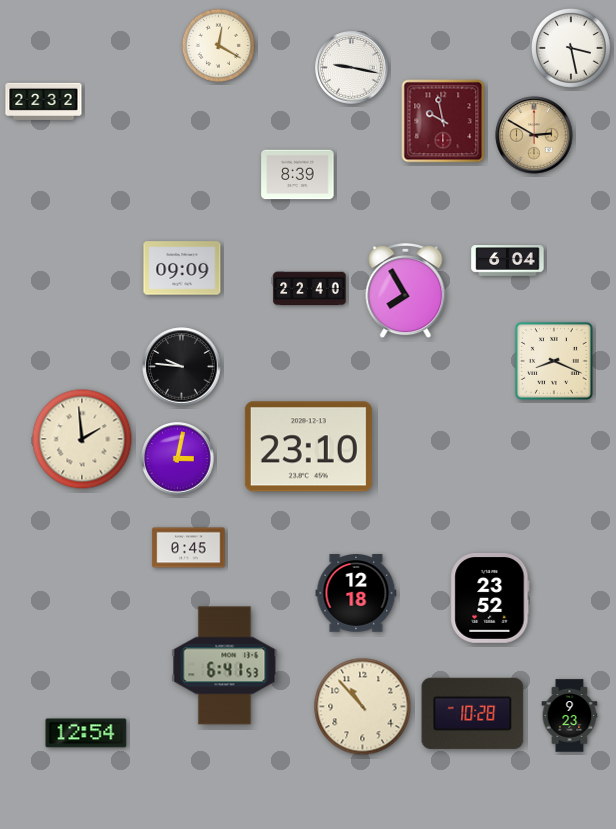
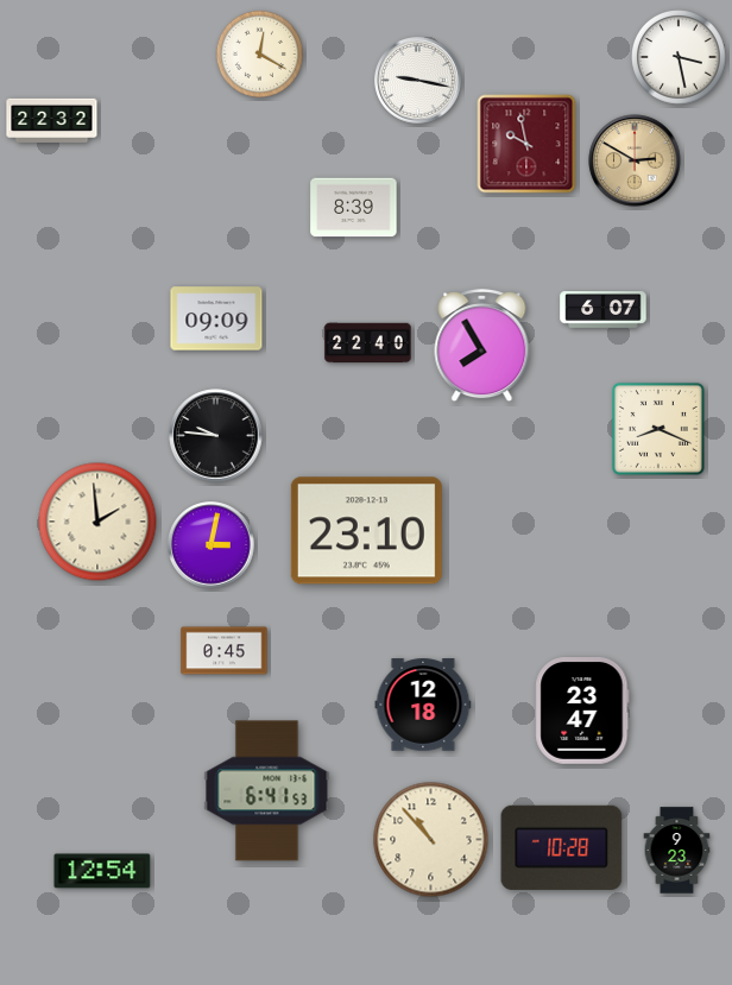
clock at (508, 261): 6:04 -> 6:07
clock at (490, 599): 23:52 -> 23:47
